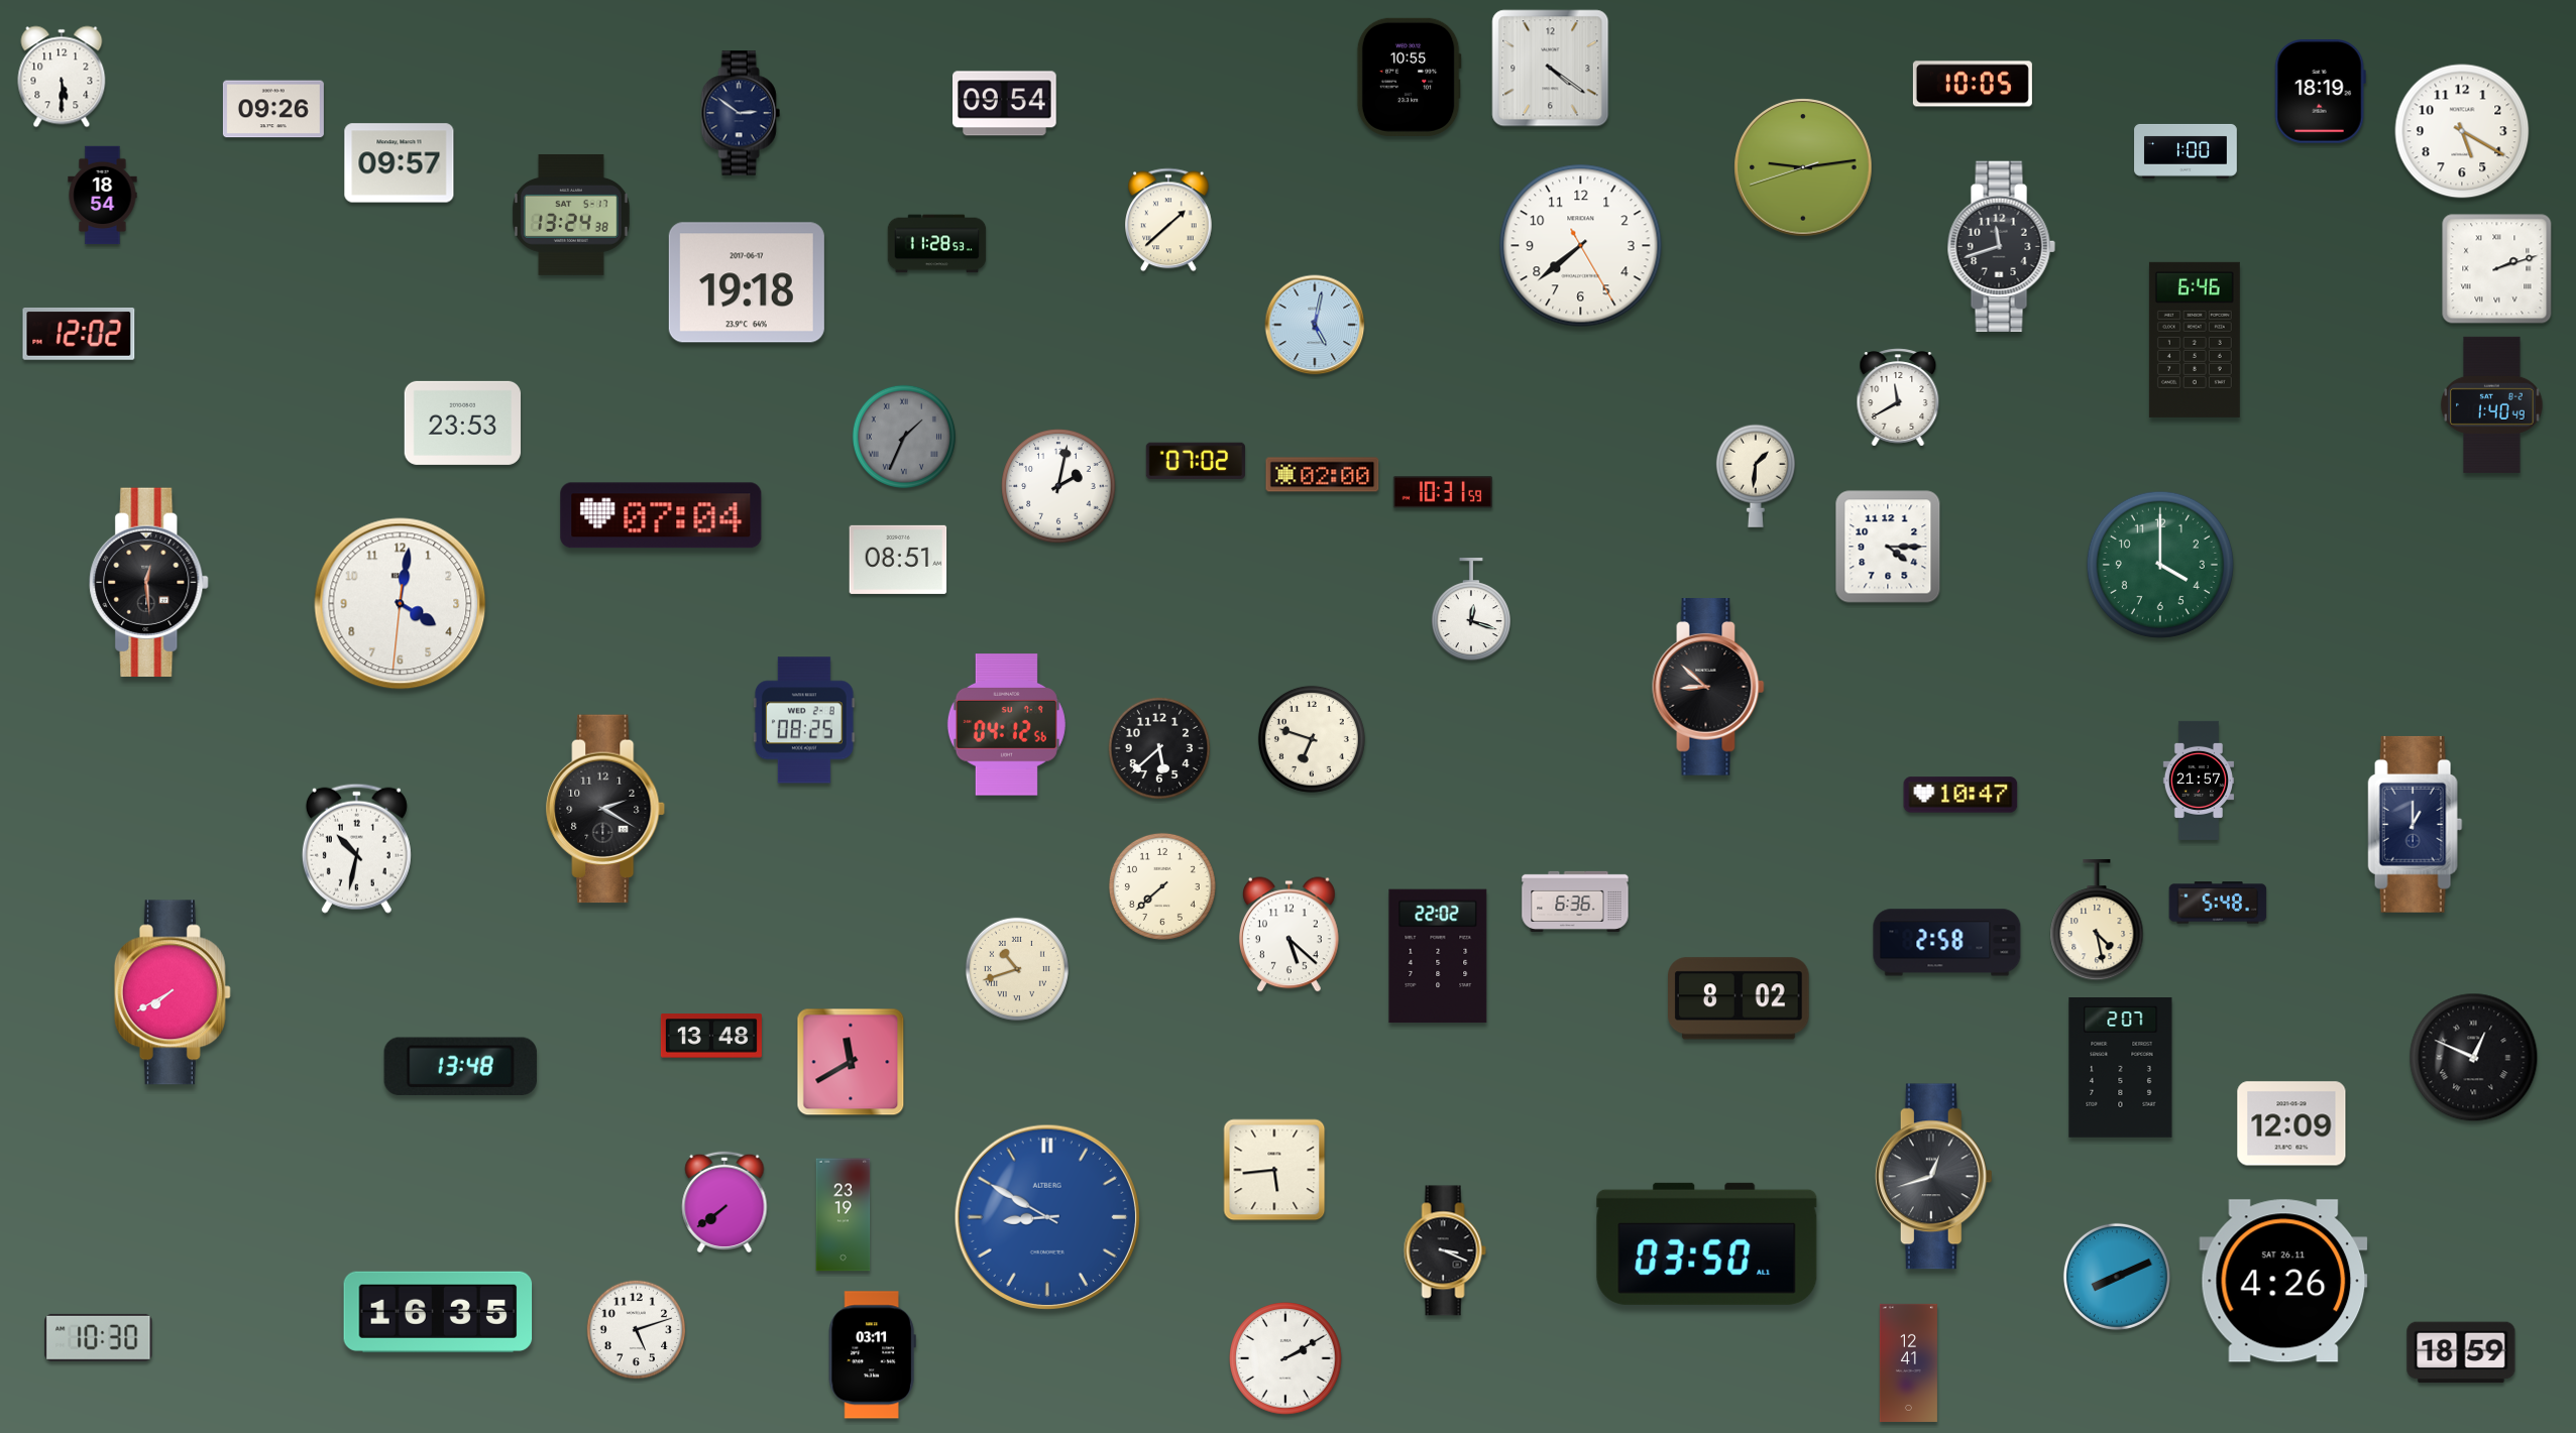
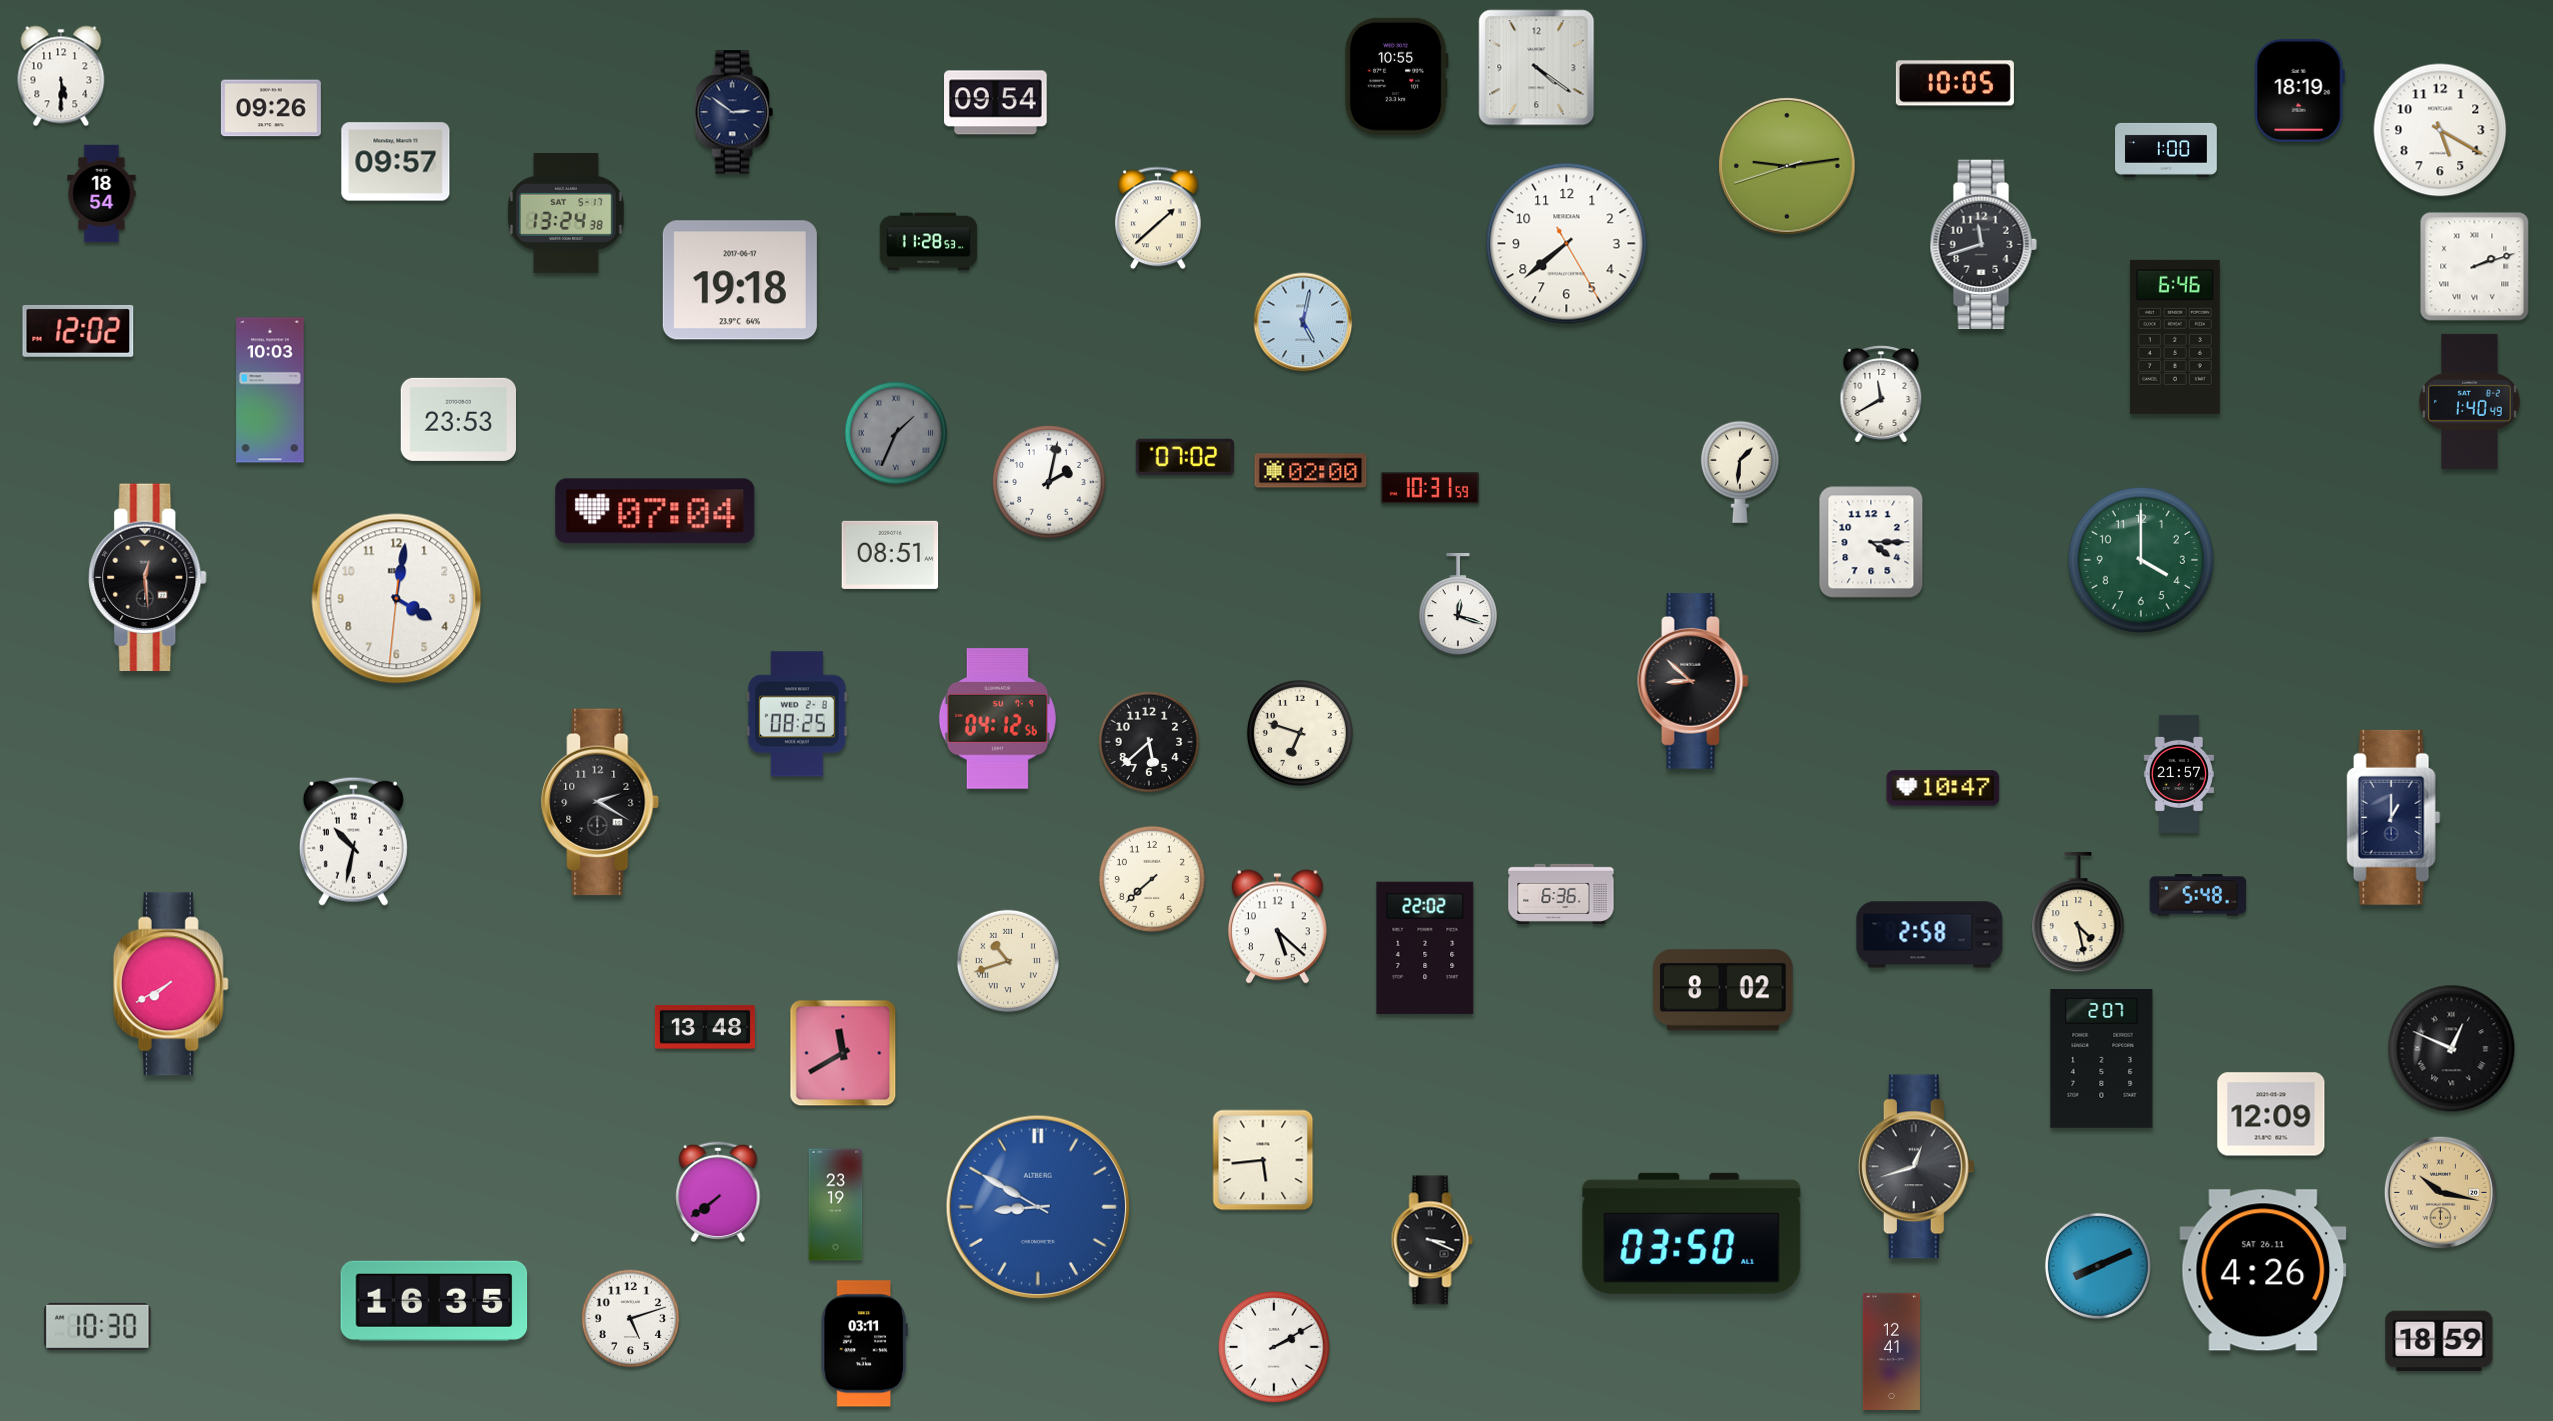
clock at (270, 390): none -> 10:03
clock at (460, 1067): 13:48 -> none
clock at (2440, 1192): none -> 10:17
